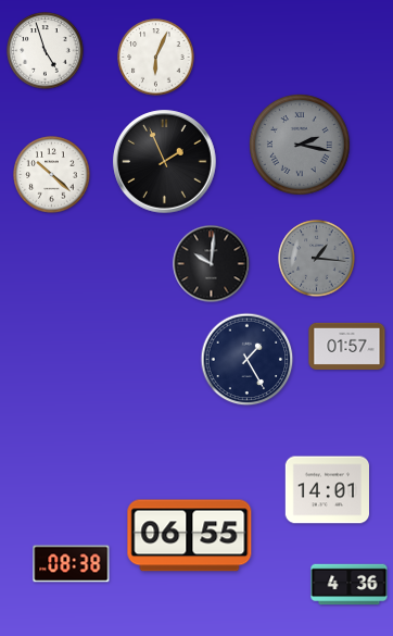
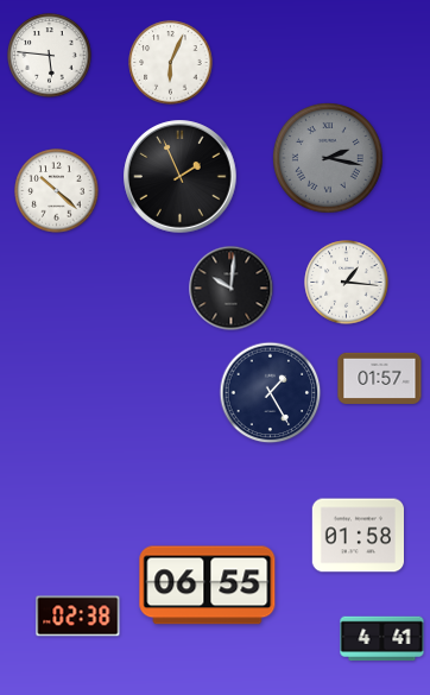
clock at (46, 51): 4:57 -> 5:46
clock at (317, 259) dial: grey -> white
clock at (327, 490): 14:01 -> 01:58
clock at (72, 564): 08:38 -> 02:38
clock at (350, 585): 4:36 -> 4:41
